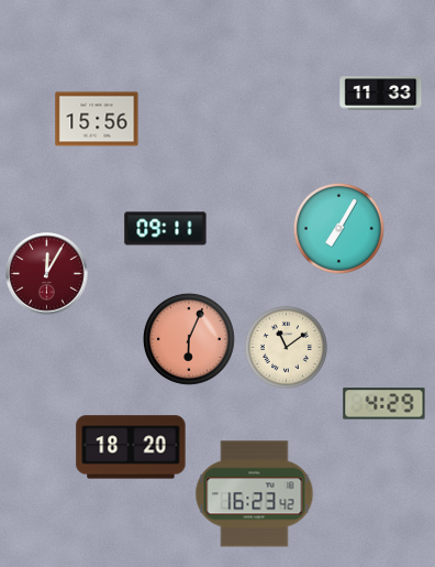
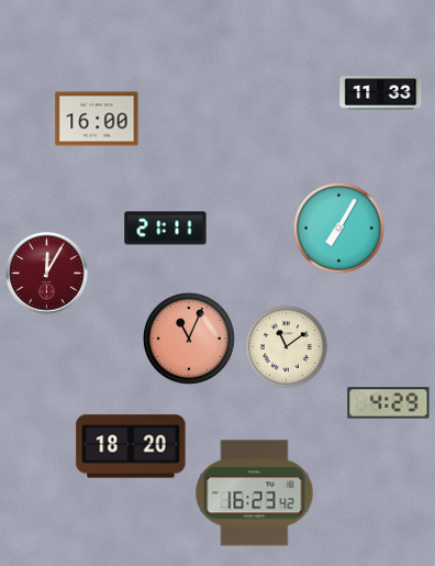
clock at (97, 119): 15:56 -> 16:00
clock at (166, 229): 09:11 -> 21:11
clock at (189, 339): 6:04 -> 11:04
clock at (384, 404) position: (384, 404) -> (389, 403)
